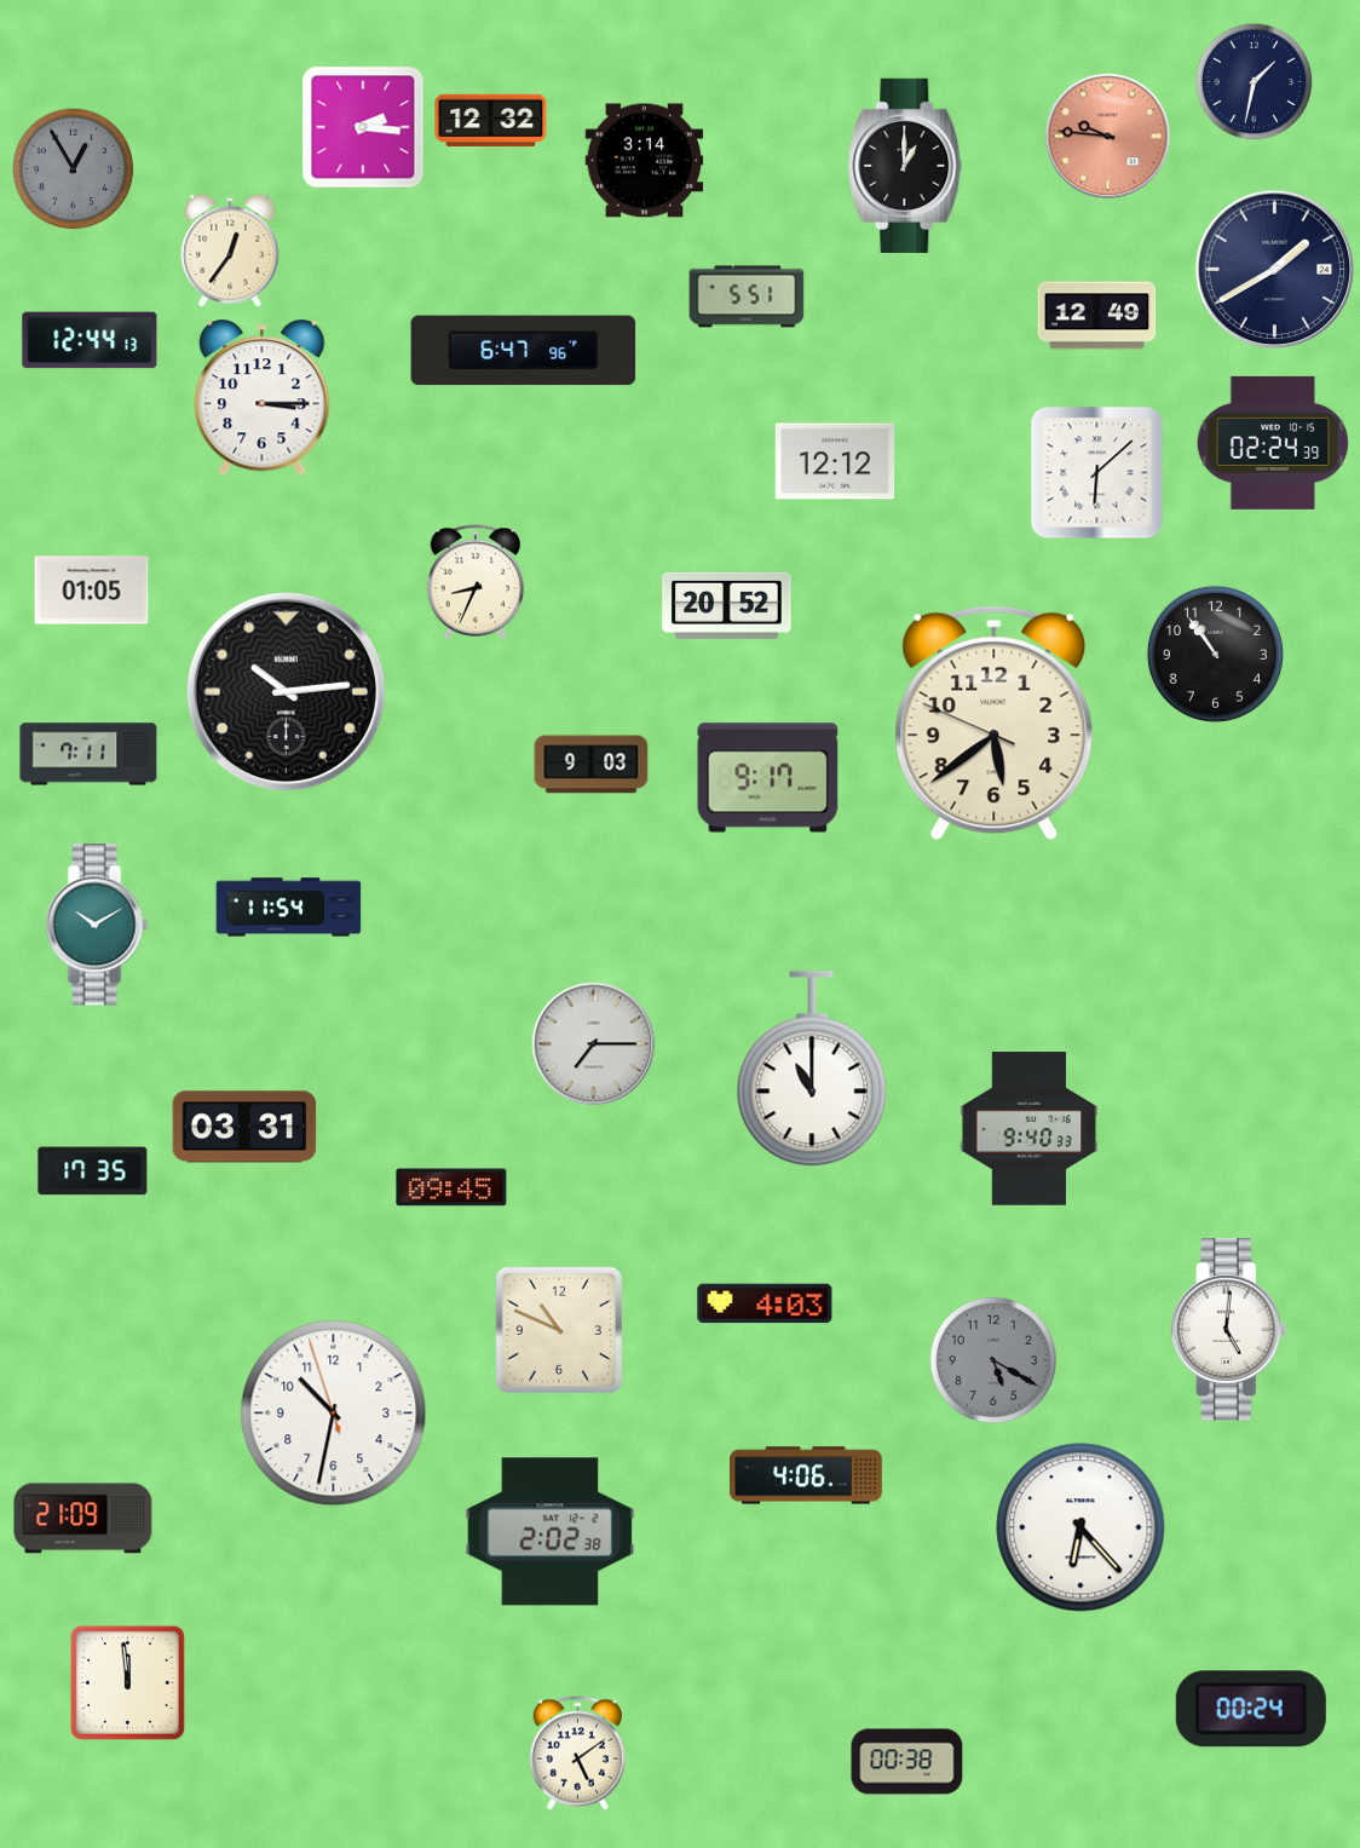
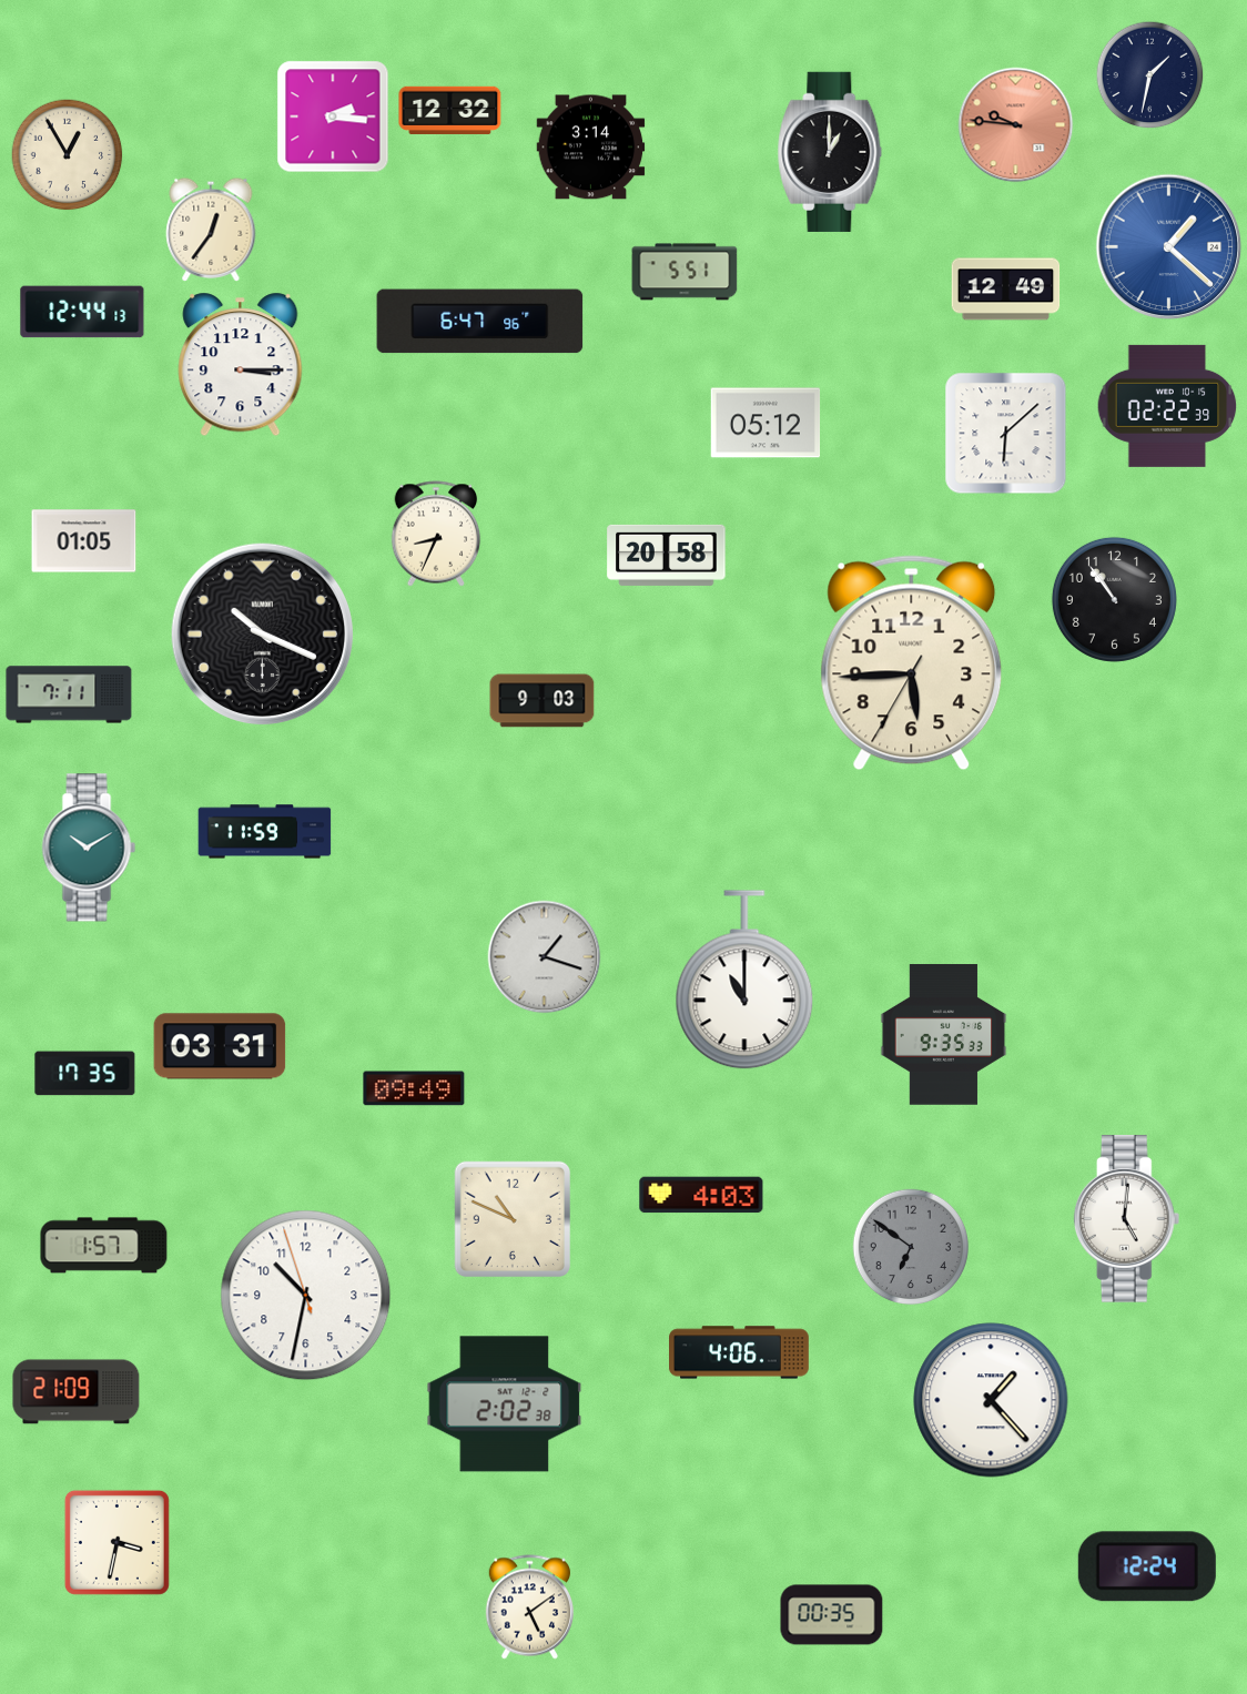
clock at (74, 169) dial: grey -> cream
clock at (1275, 270): 1:40 -> 1:22
clock at (1275, 270) dial: navy -> blue
clock at (1273, 443): 02:24 -> 02:22
clock at (835, 461): 12:12 -> 05:12
clock at (727, 605): 20:52 -> 20:58
clock at (286, 691): 10:14 -> 10:19
clock at (995, 724): 5:38 -> 5:44
clock at (88, 754) position: (88, 754) -> (69, 694)
clock at (768, 778): 9:17 -> none
clock at (289, 908): 11:54 -> 11:59
clock at (594, 1044): 7:15 -> 1:18
clock at (244, 1127) position: (244, 1127) -> (220, 1046)
clock at (1030, 1129): 9:40 -> 9:35
clock at (451, 1187): 09:45 -> 09:49
clock at (104, 1246): none -> 1:57
clock at (992, 1359): 5:20 -> 6:51
clock at (1080, 1527): 6:23 -> 1:23
clock at (127, 1682): 11:59 -> 3:32
clock at (1251, 1709): 00:24 -> 12:24
clock at (907, 1762): 00:38 -> 00:35
